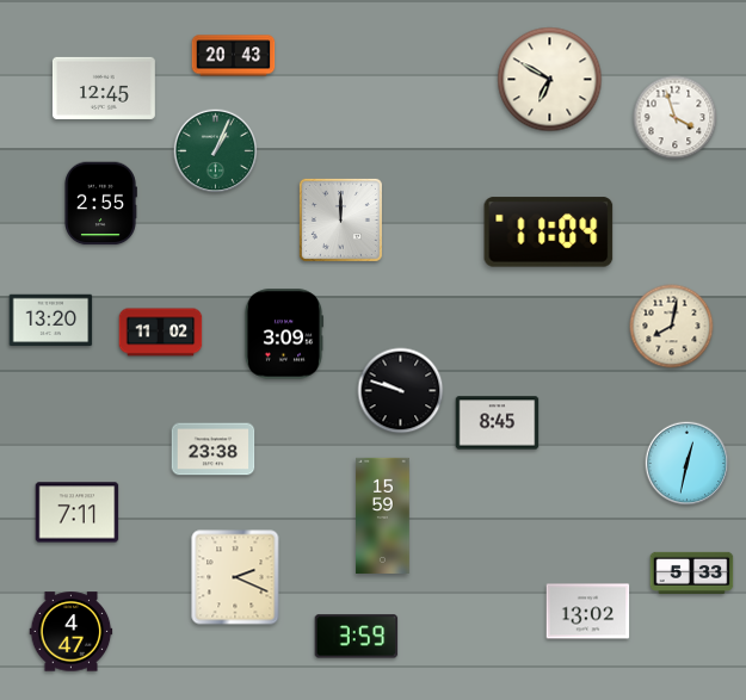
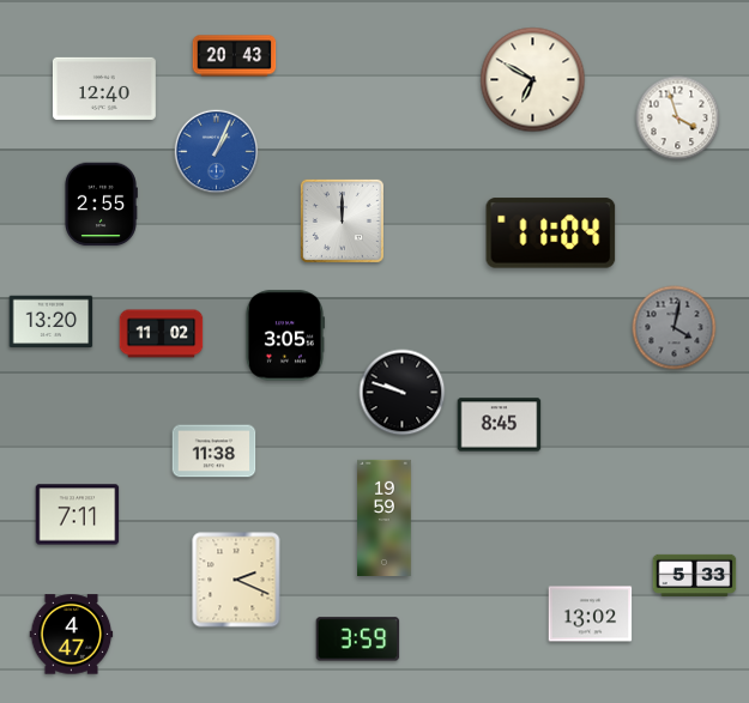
clock at (550, 80) position: (550, 80) -> (533, 80)
clock at (104, 88): 12:45 -> 12:40
clock at (216, 151) dial: green -> blue
clock at (672, 327): 8:02 -> 4:02
clock at (672, 327) dial: cream -> grey
clock at (283, 334): 3:09 -> 3:05
clock at (214, 450): 23:38 -> 11:38
clock at (688, 464): 12:32 -> none
clock at (383, 515): 15:59 -> 19:59
